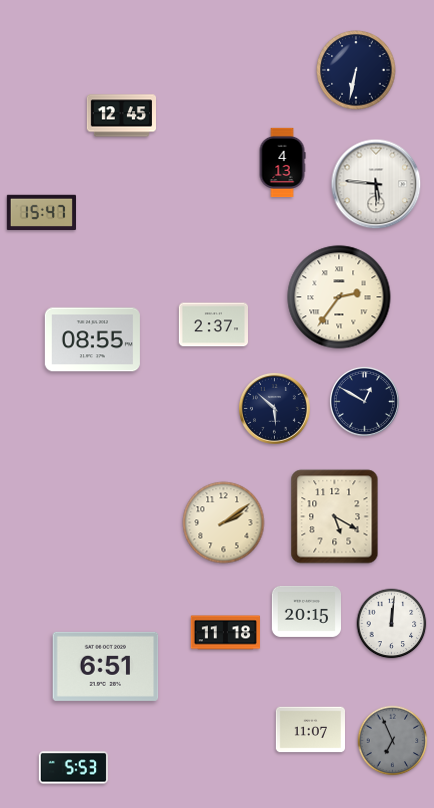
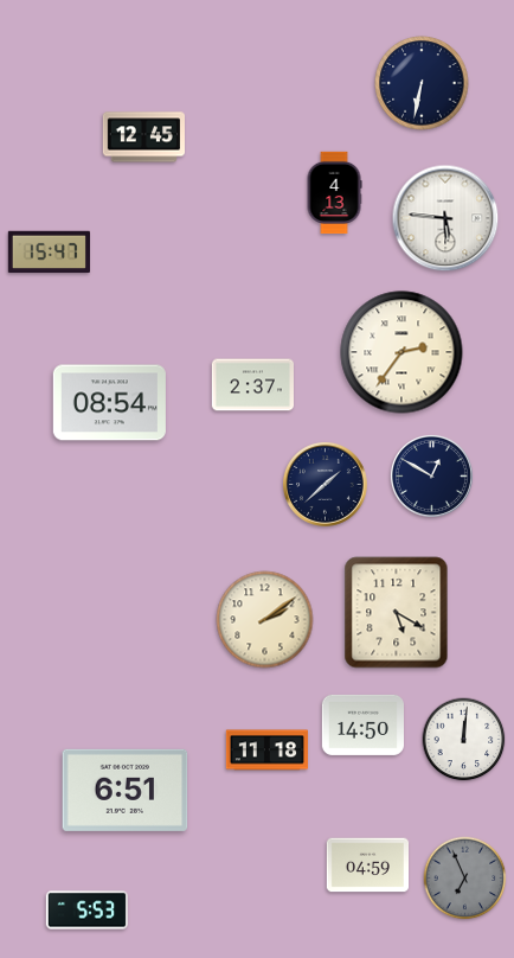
clock at (92, 340): 08:55 -> 08:54
clock at (275, 409): 5:52 -> 1:38
clock at (306, 611): 20:15 -> 14:50
clock at (310, 730): 11:07 -> 04:59
